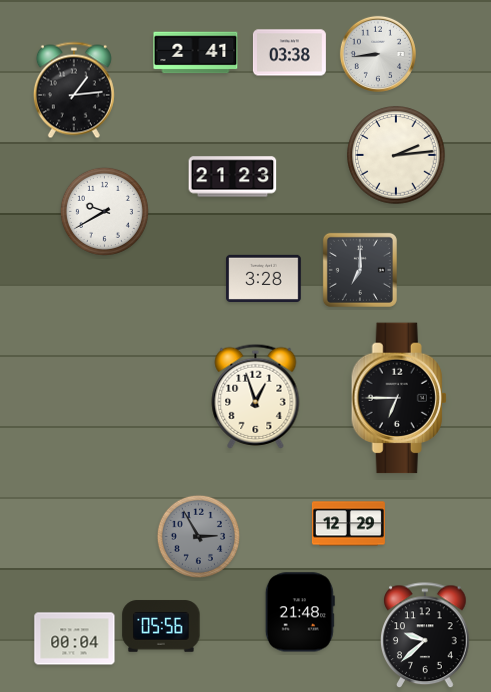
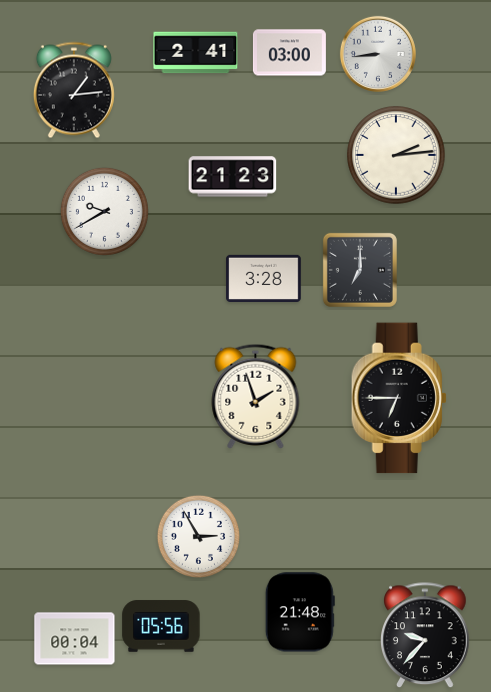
clock at (289, 53): 03:38 -> 03:00
clock at (256, 396): 12:57 -> 1:57
clock at (348, 524): 12:29 -> none
clock at (198, 536) dial: grey -> white
clock at (426, 636): 9:38 -> 9:37
